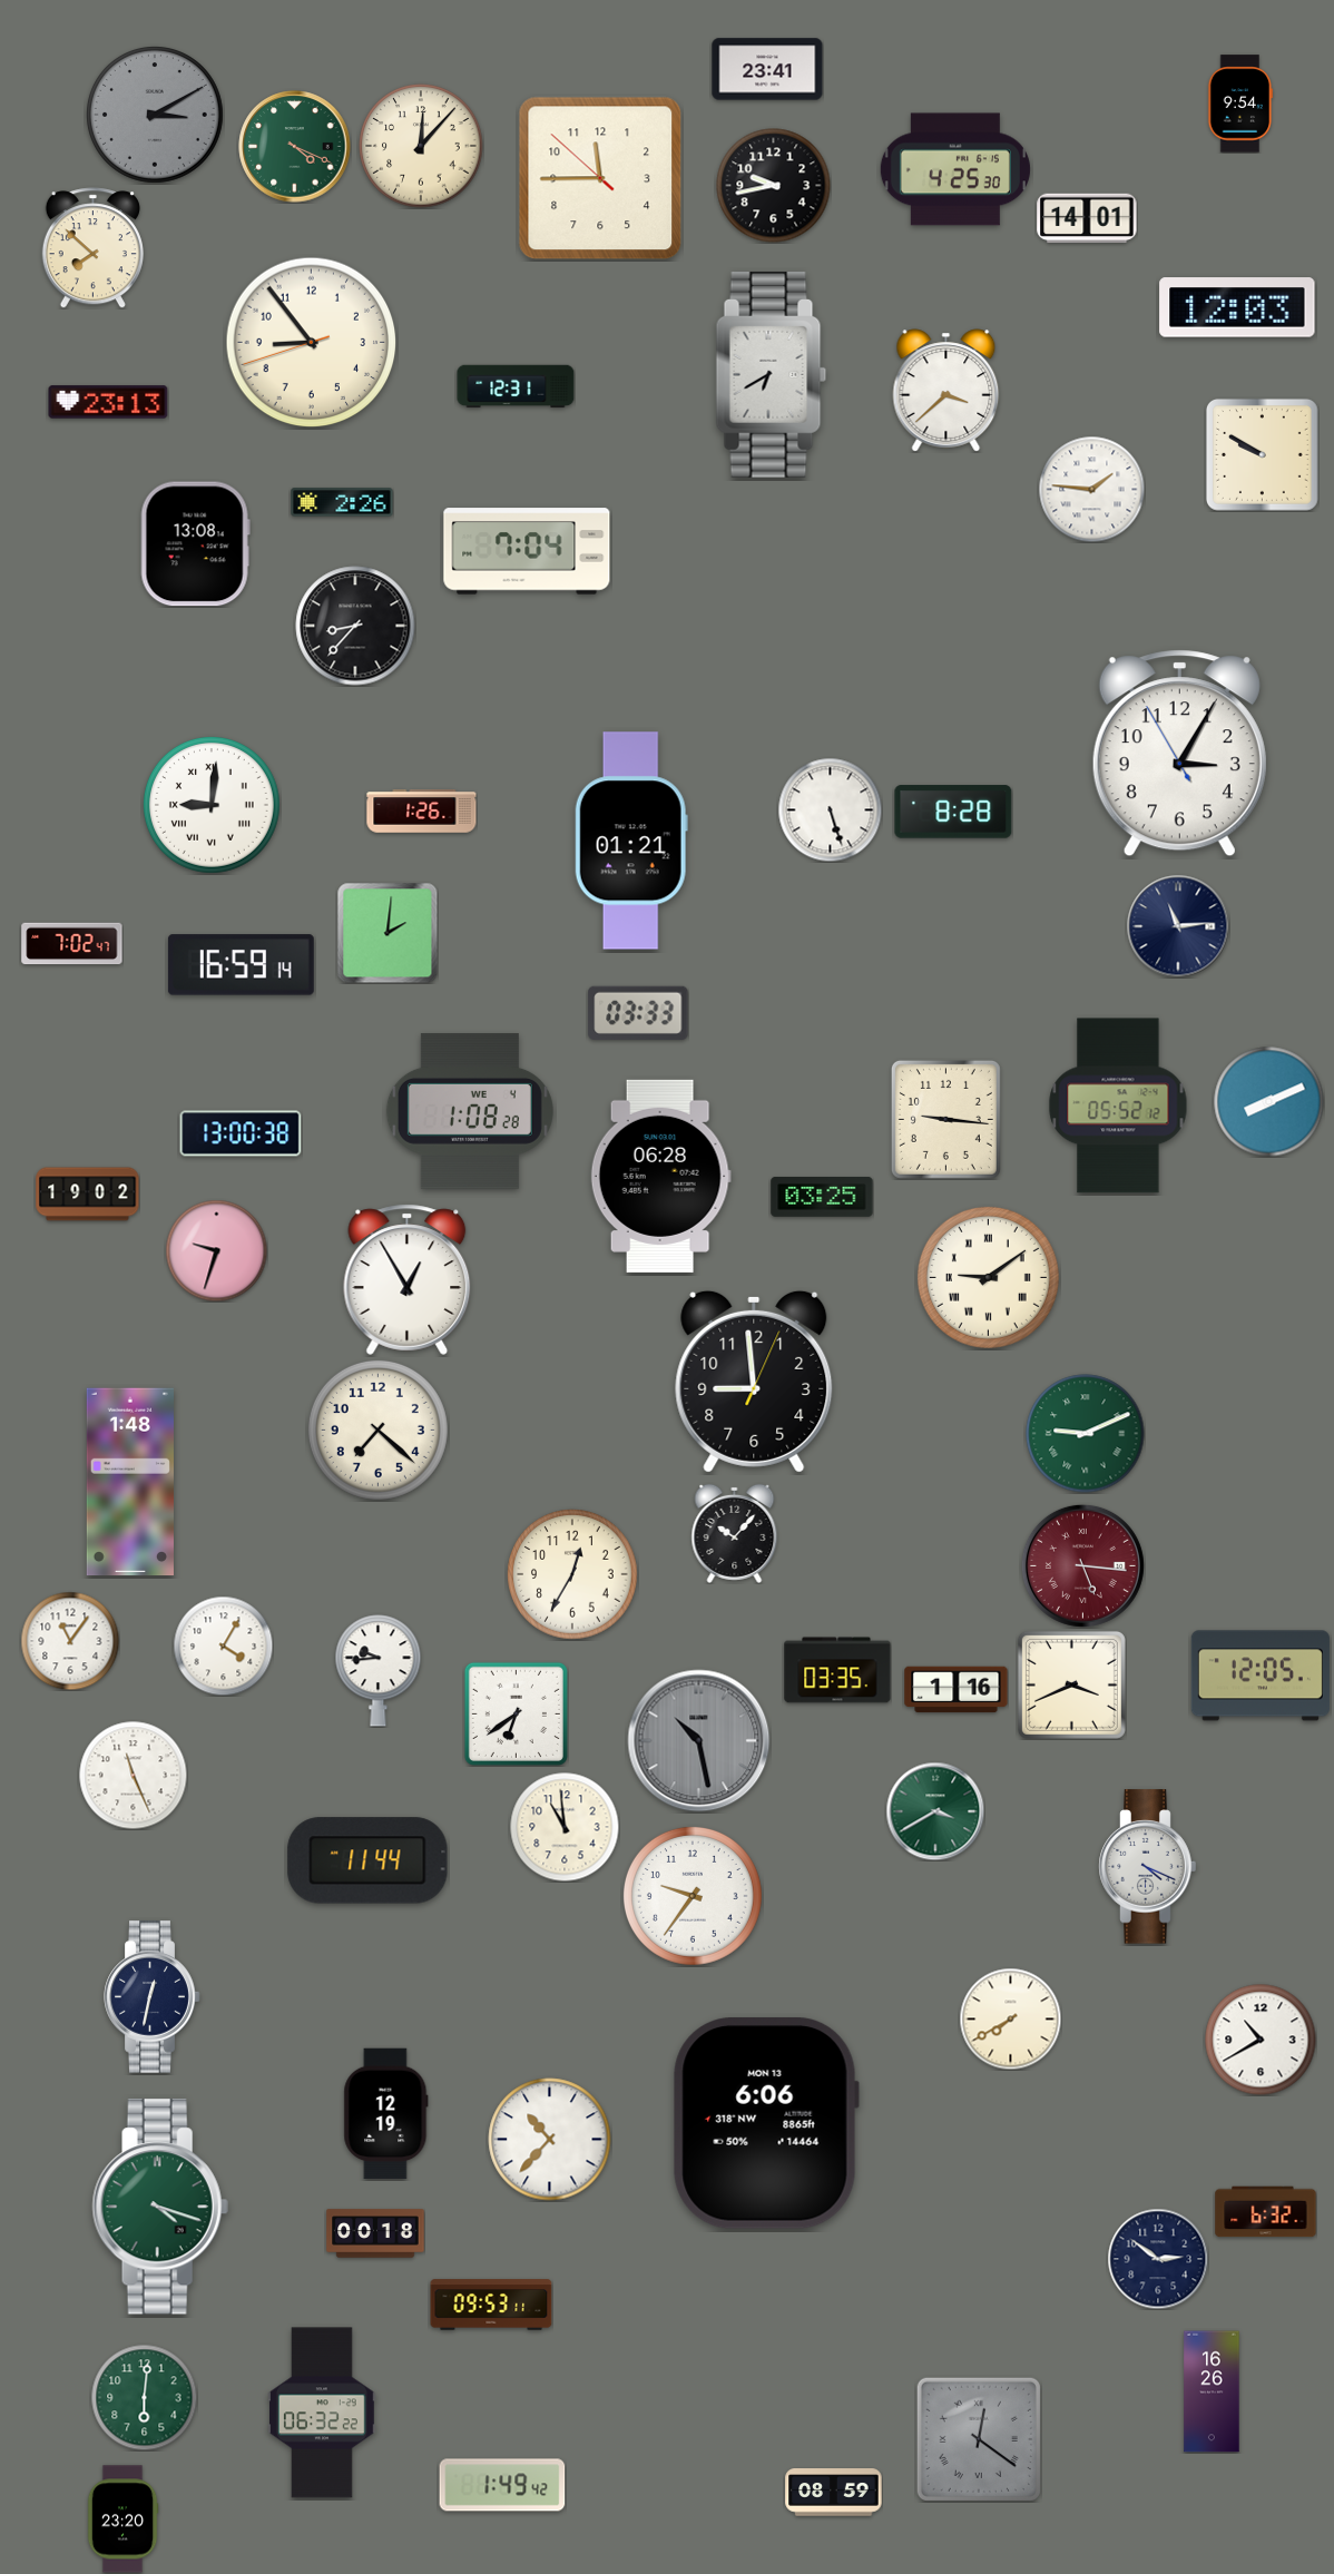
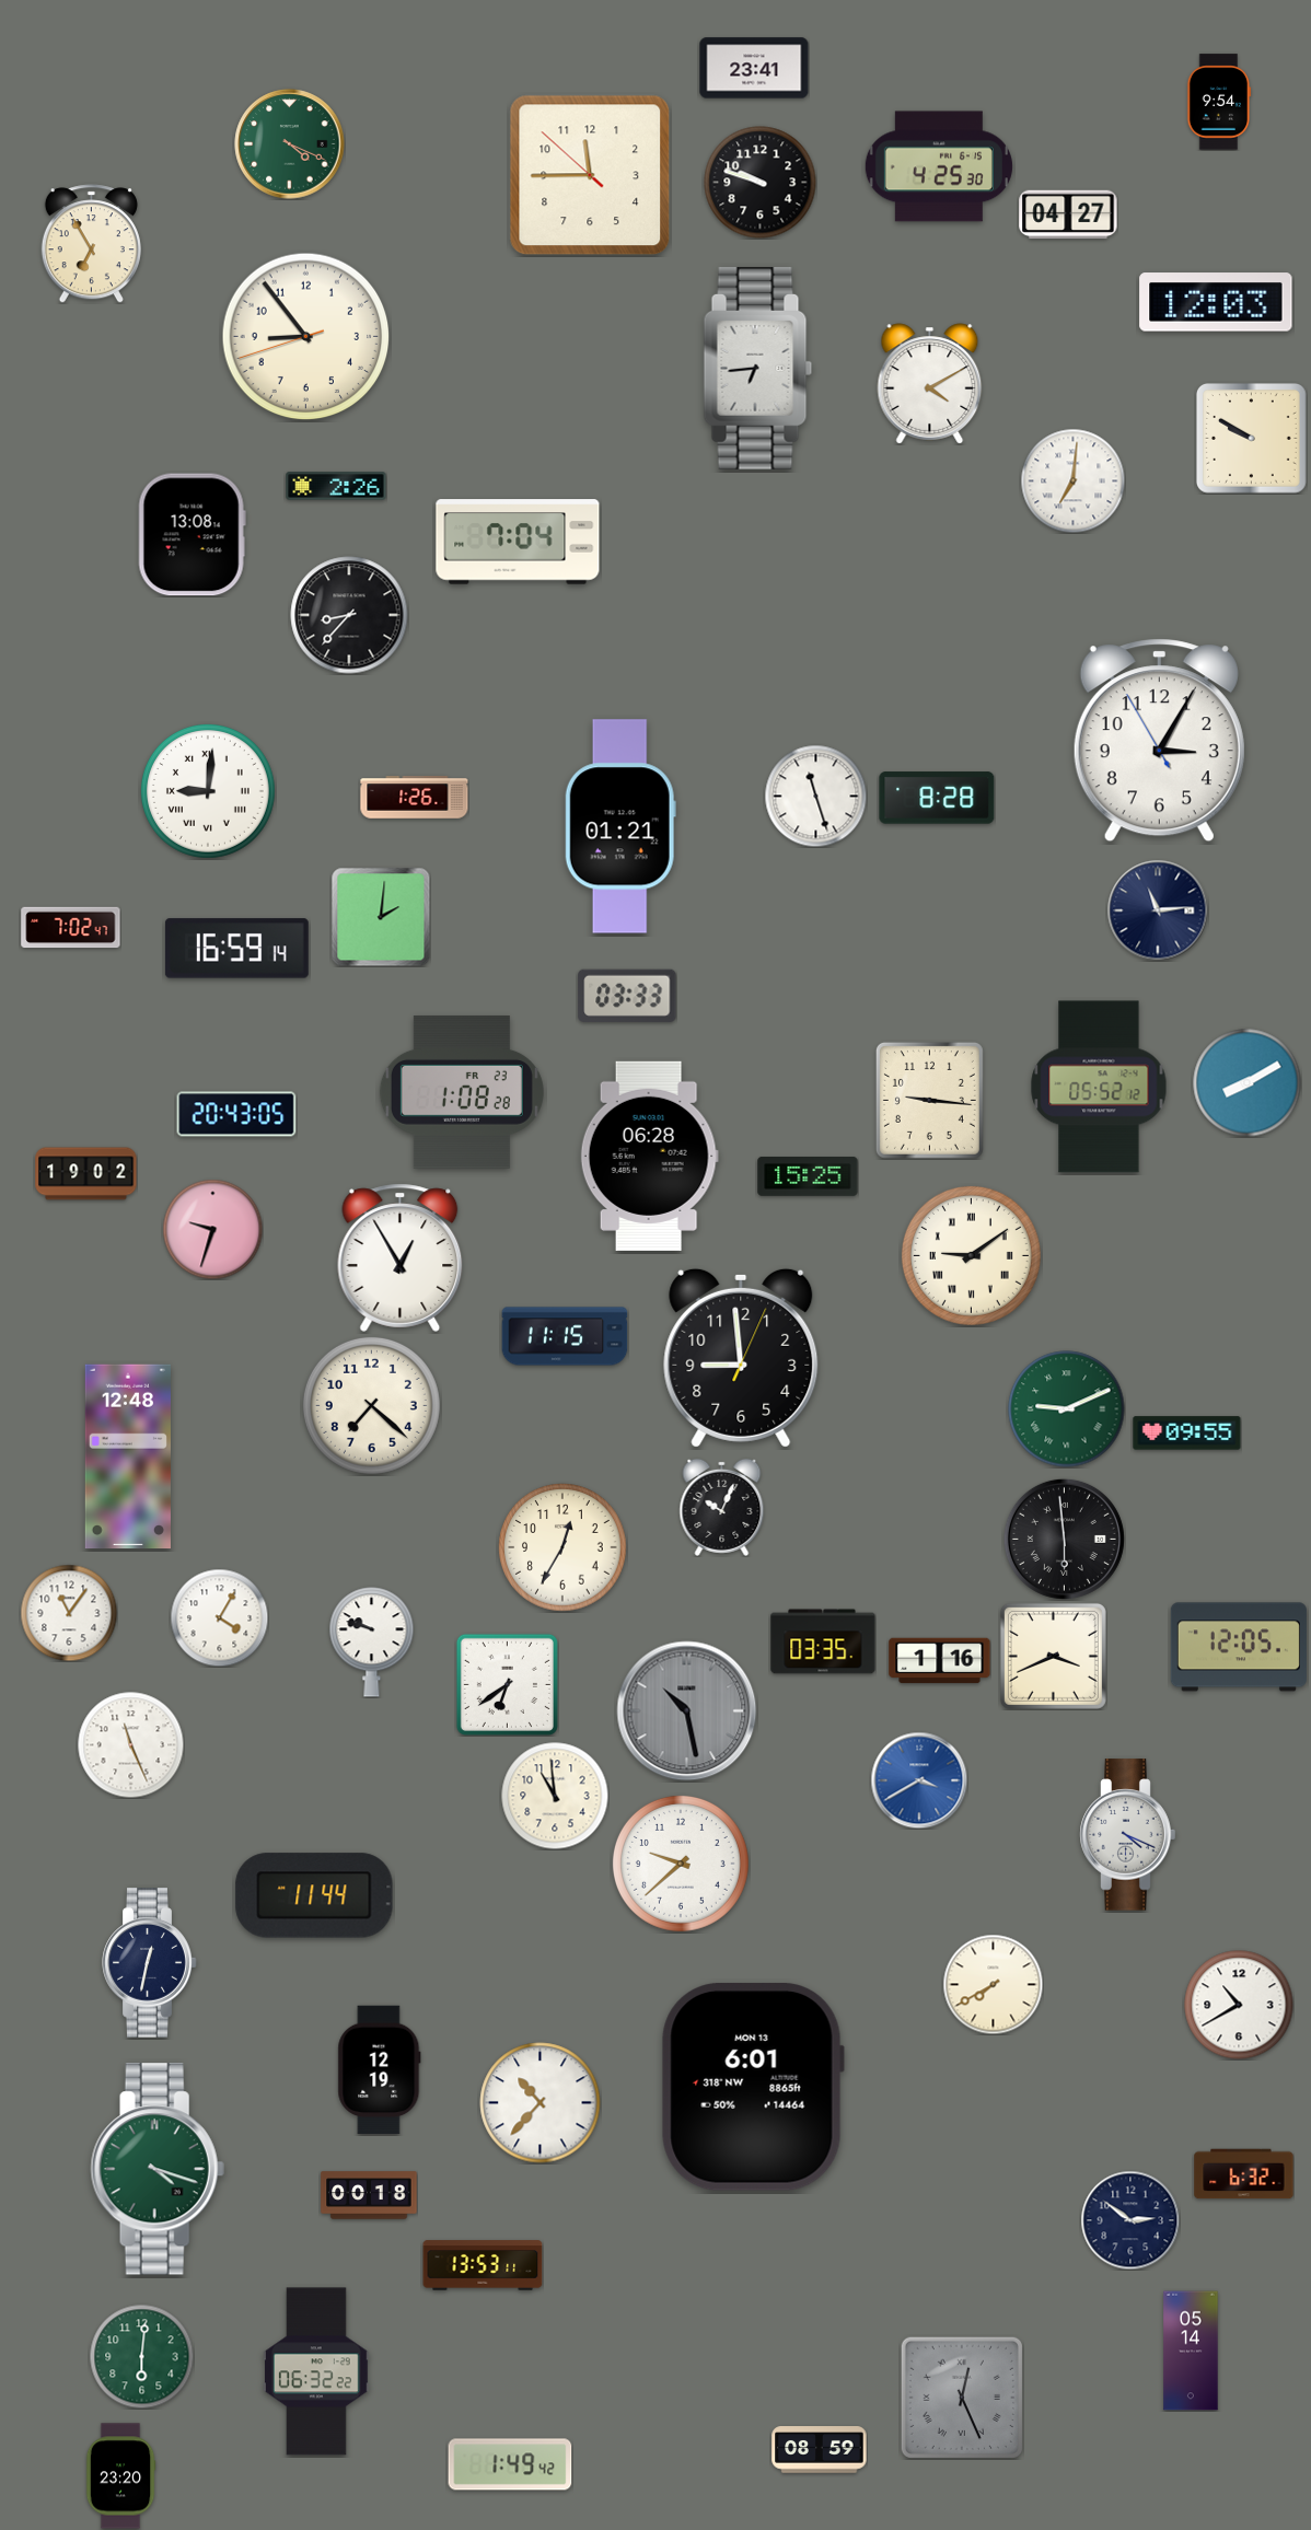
clock at (155, 115): 3:10 -> none
clock at (421, 146): 12:07 -> none
clock at (774, 186): 9:43 -> 9:48
clock at (1087, 218): 14:01 -> 04:27
clock at (92, 248): 7:52 -> 6:55
clock at (772, 374): 6:40 -> 6:44
clock at (516, 386): 12:31 -> none
clock at (946, 391): 3:38 -> 4:10
clock at (108, 402): 23:13 -> none
clock at (1263, 455) position: (1263, 455) -> (1252, 439)
clock at (1091, 489): 1:46 -> 7:01
clock at (342, 502) position: (342, 502) -> (336, 486)
clock at (830, 809): 5:27 -> 11:27
clock at (1269, 1102): 8:11 -> 8:10
clock at (470, 1111) date: WE 4 -> FR 23
clock at (241, 1133): 13:00 -> 20:43
clock at (822, 1198): 03:25 -> 15:25
clock at (565, 1336): none -> 11:15
clock at (1187, 1434): none -> 09:55
clock at (130, 1482): 1:48 -> 12:48
clock at (735, 1533): 10:07 -> 10:04
clock at (1082, 1565): 5:16 -> 5:59
clock at (1082, 1565) dial: burgundy -> black
clock at (379, 1671): 9:44 -> 9:48
clock at (935, 1811) dial: green -> blue
clock at (367, 1860) position: (367, 1860) -> (314, 1895)
clock at (693, 1896): 9:36 -> 9:38
clock at (386, 2114) position: (386, 2114) -> (380, 2070)
clock at (766, 2123): 6:06 -> 6:01
clock at (1158, 2259) position: (1158, 2259) -> (1130, 2220)
clock at (491, 2305): 09:53 -> 13:53
clock at (1212, 2391): 16:26 -> 05:14
clock at (979, 2439): 12:21 -> 12:26
clock at (502, 2485) position: (502, 2485) -> (510, 2464)
